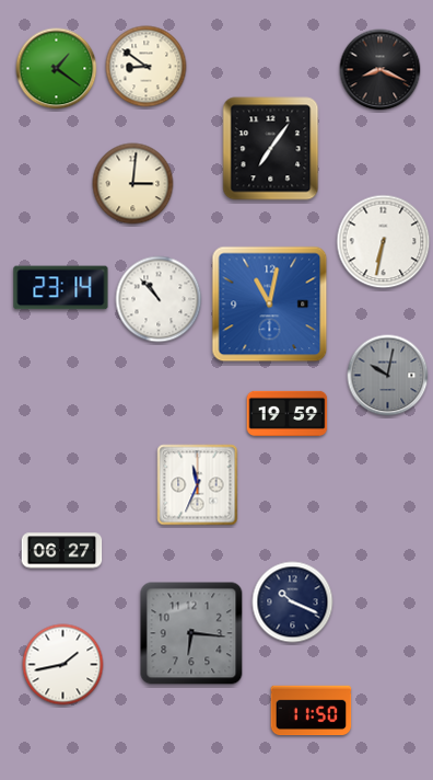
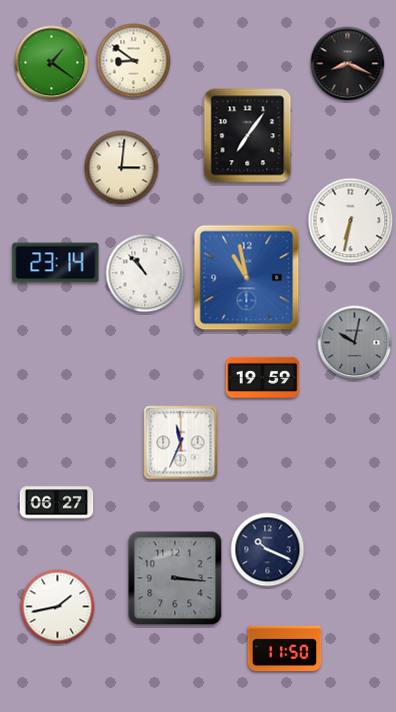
clock at (270, 305): 11:02 -> 10:58
clock at (191, 633): 6:16 -> 3:16
